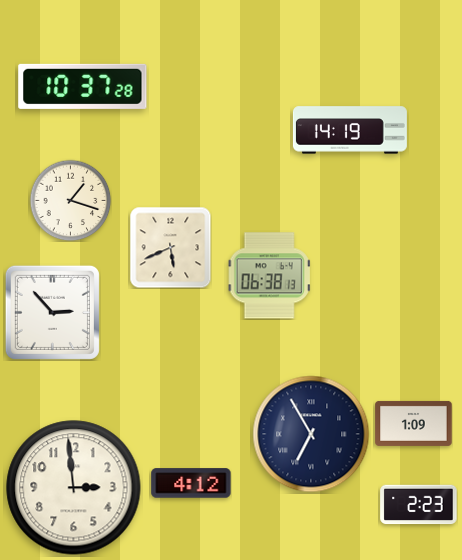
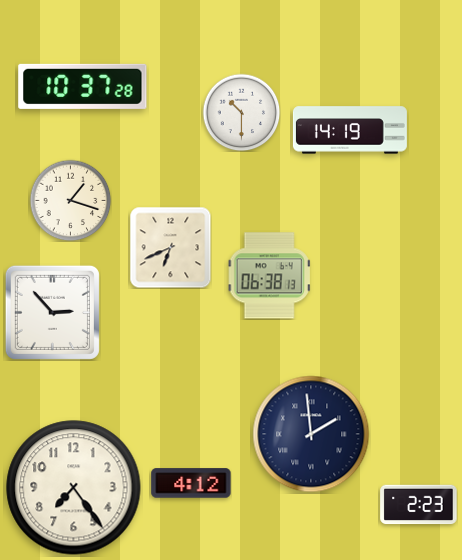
clock at (241, 112): none -> 10:30
clock at (170, 247): 5:41 -> 6:41
clock at (414, 423): 1:09 -> none
clock at (311, 434): 6:55 -> 1:59
clock at (74, 488): 2:59 -> 7:24
